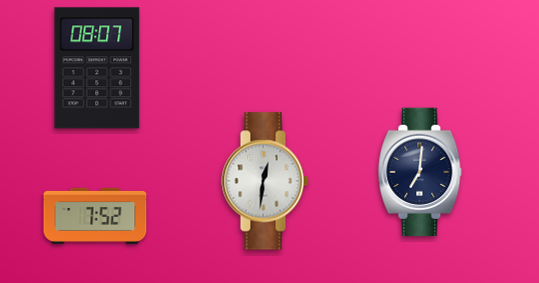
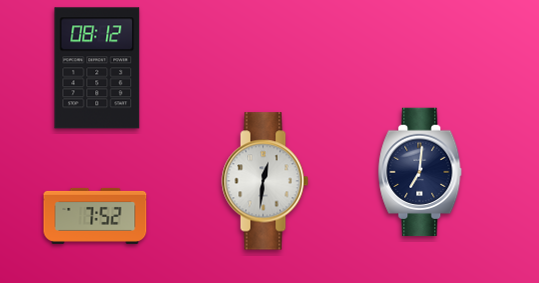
clock at (97, 68): 08:07 -> 08:12
